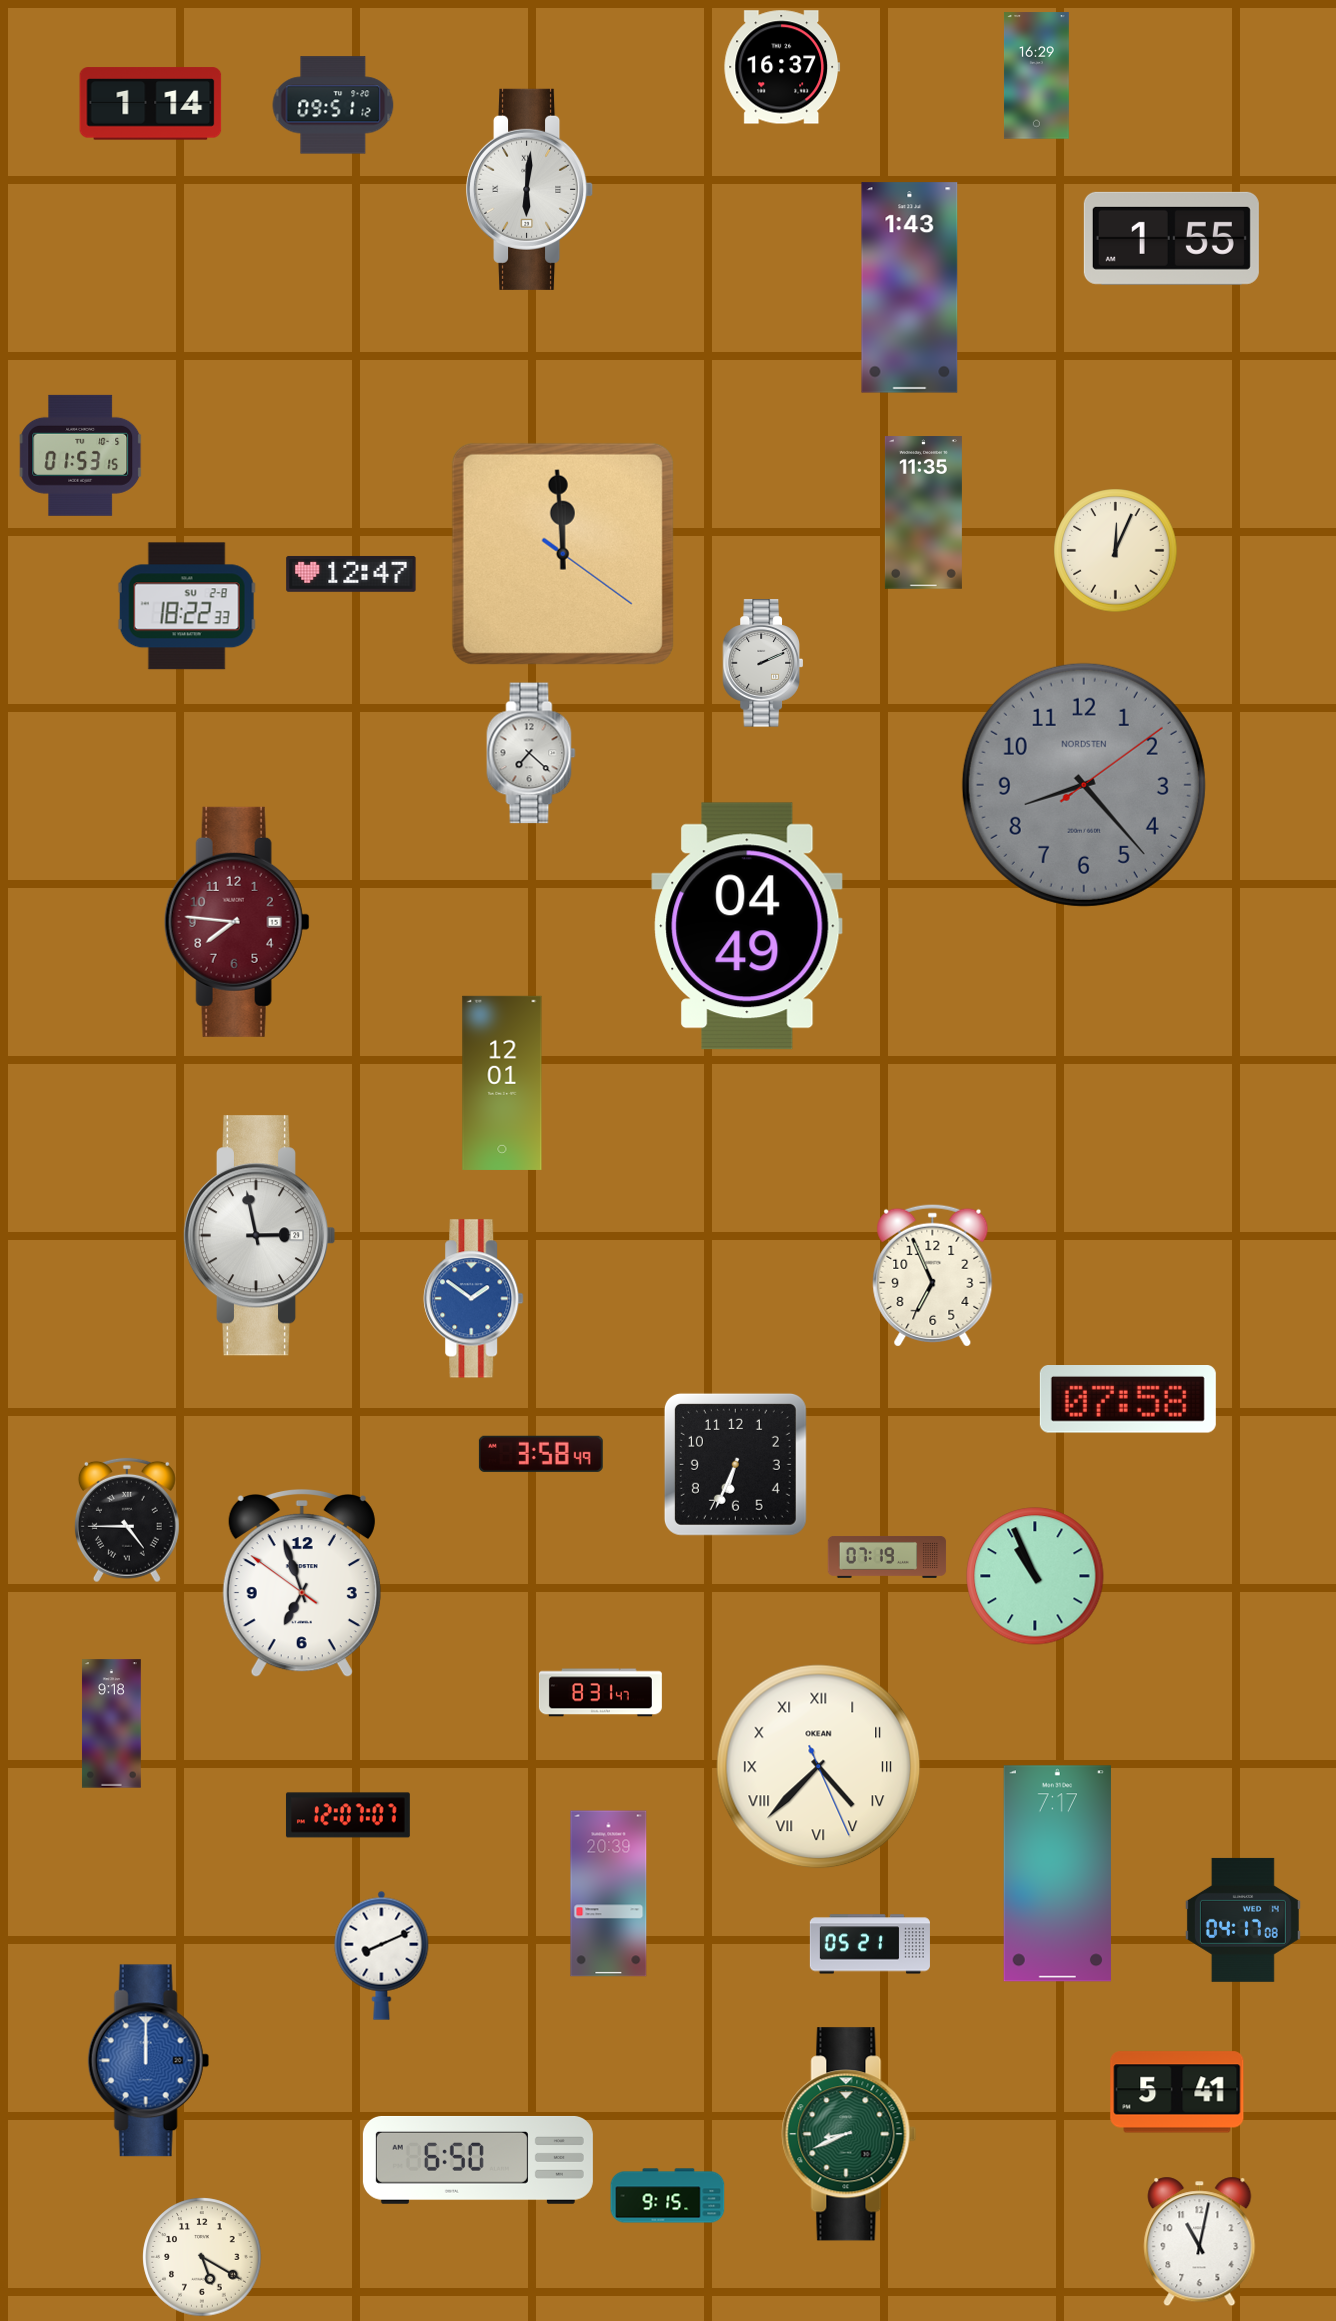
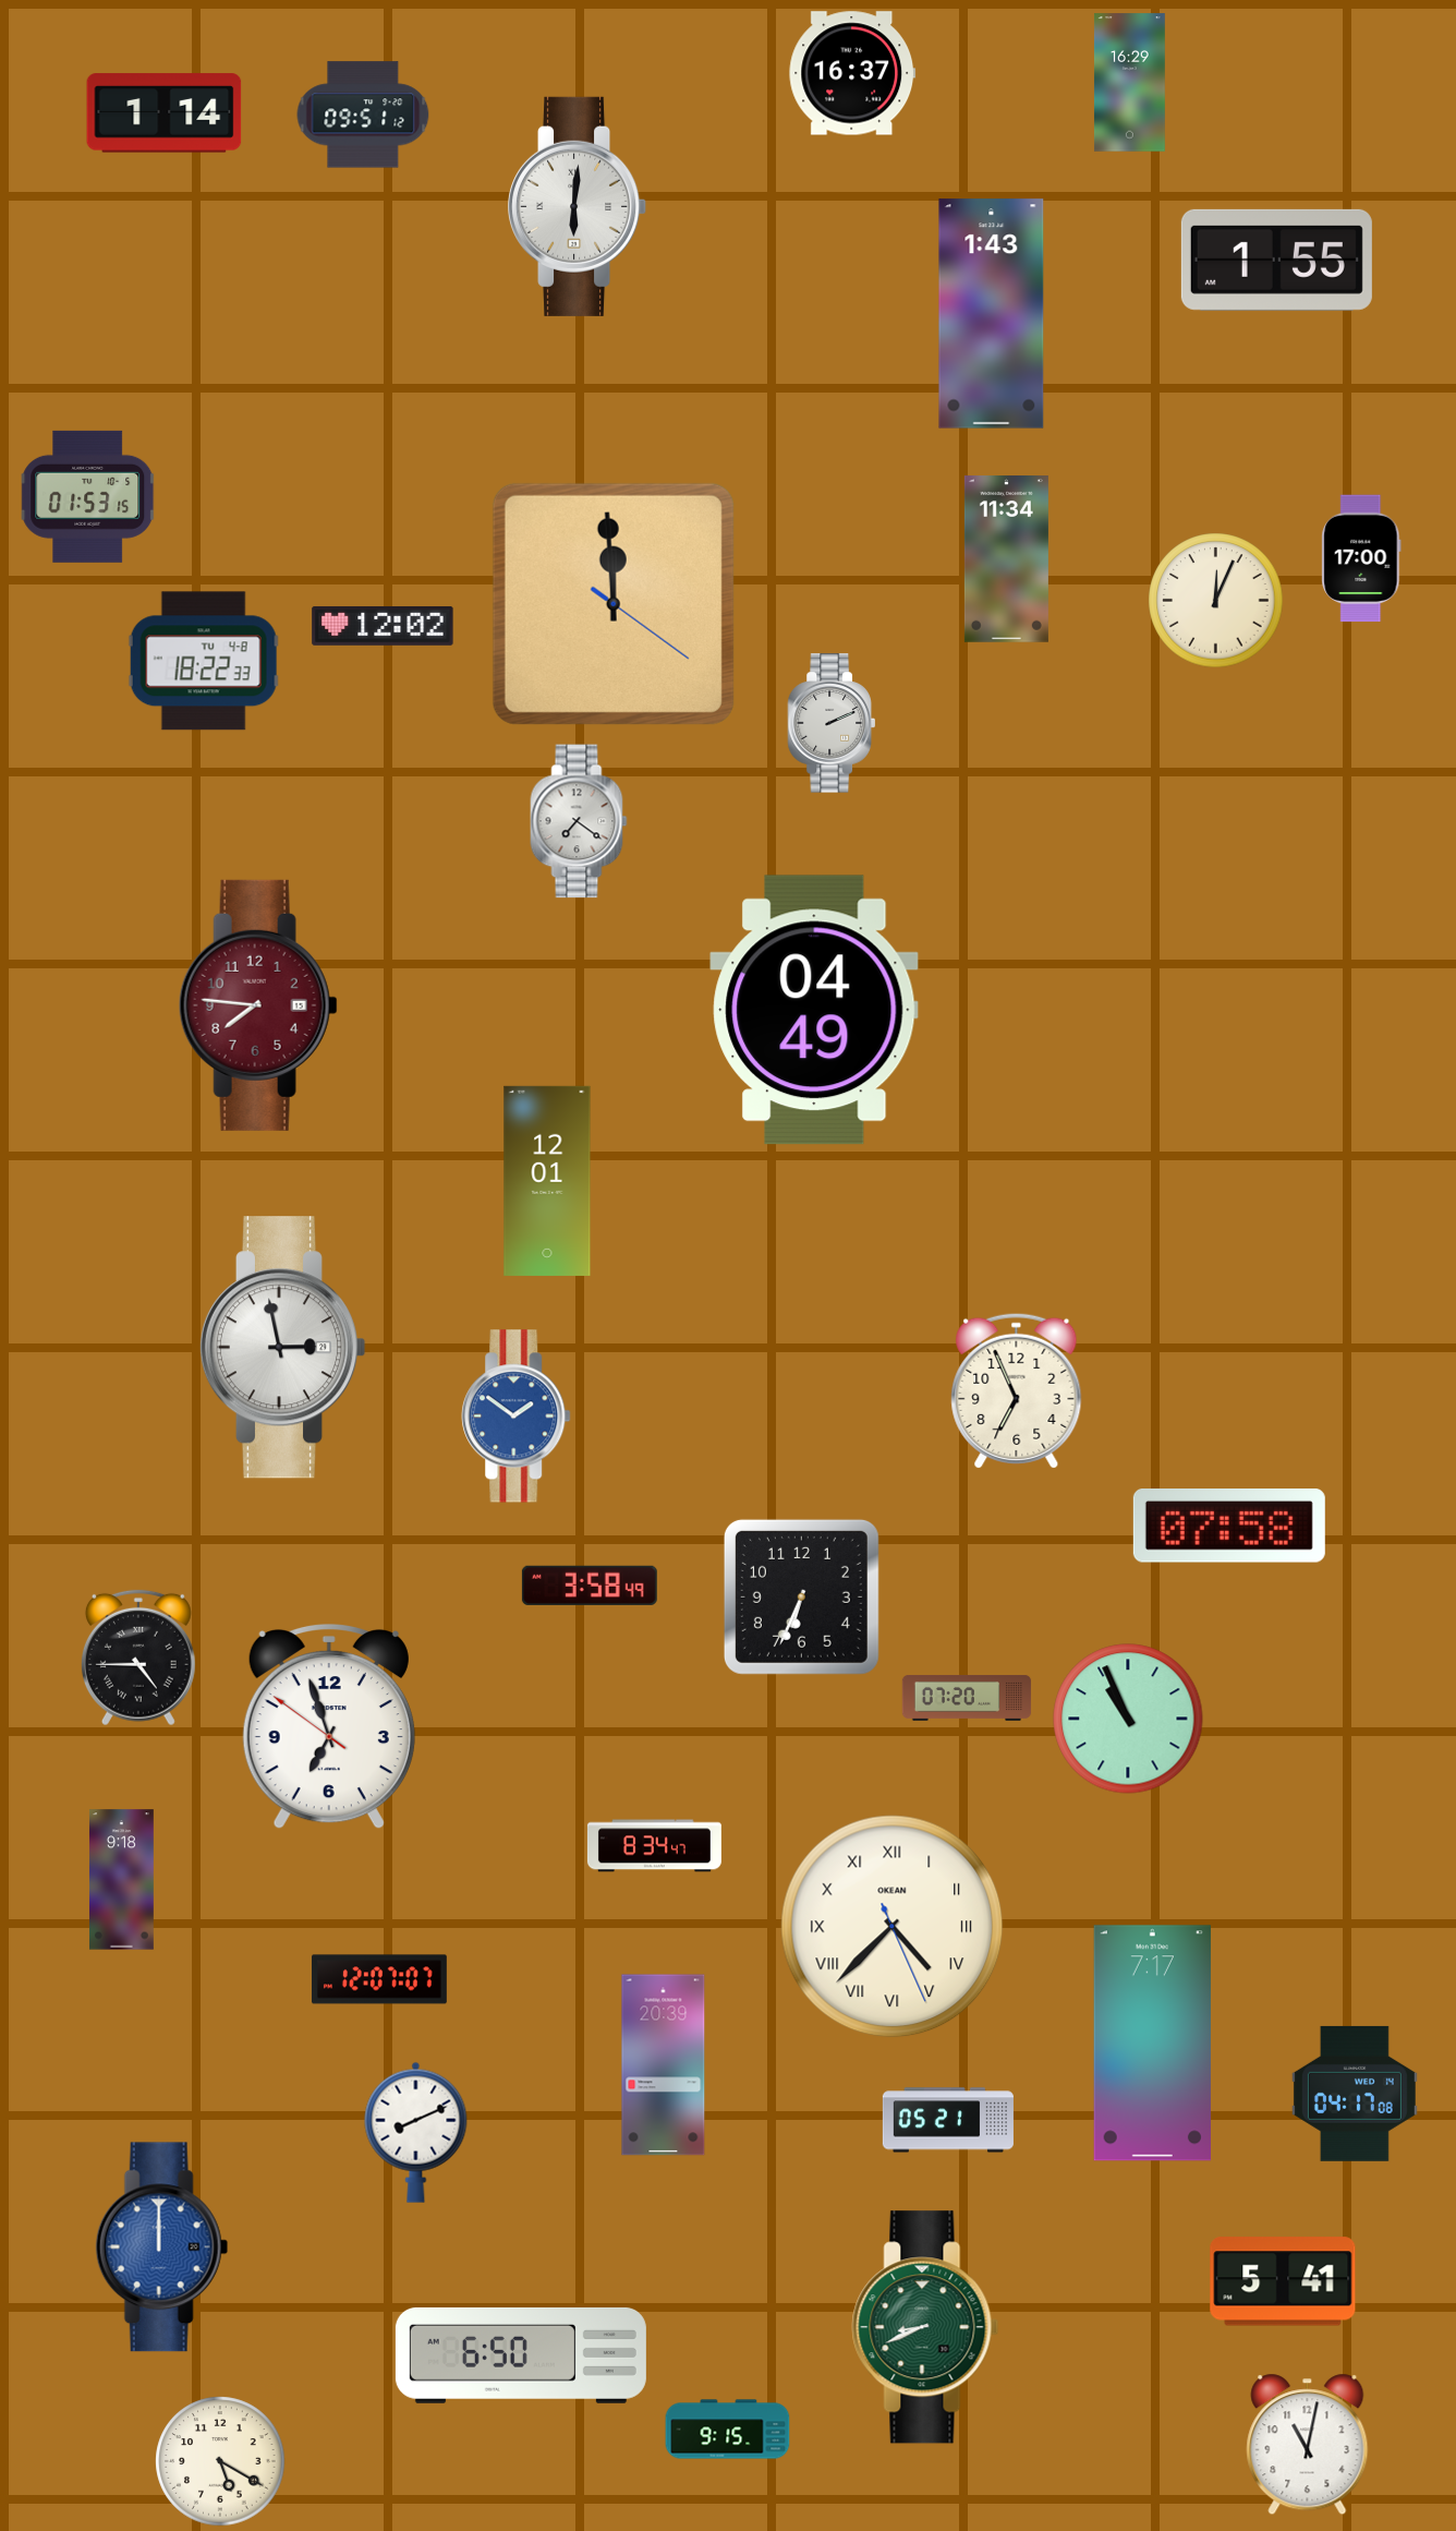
clock at (1361, 558): none -> 17:00
clock at (923, 513): 11:35 -> 11:34
clock at (351, 574): 12:47 -> 12:02
clock at (187, 606) date: SU 2-8 -> TU 4-8
clock at (531, 753): 7:22 -> 7:21
clock at (1084, 785): 8:23 -> none
clock at (887, 1558): 07:19 -> 07:20
clock at (600, 1693): 8:31 -> 8:34
clock at (668, 2196) position: (668, 2196) -> (728, 2430)
